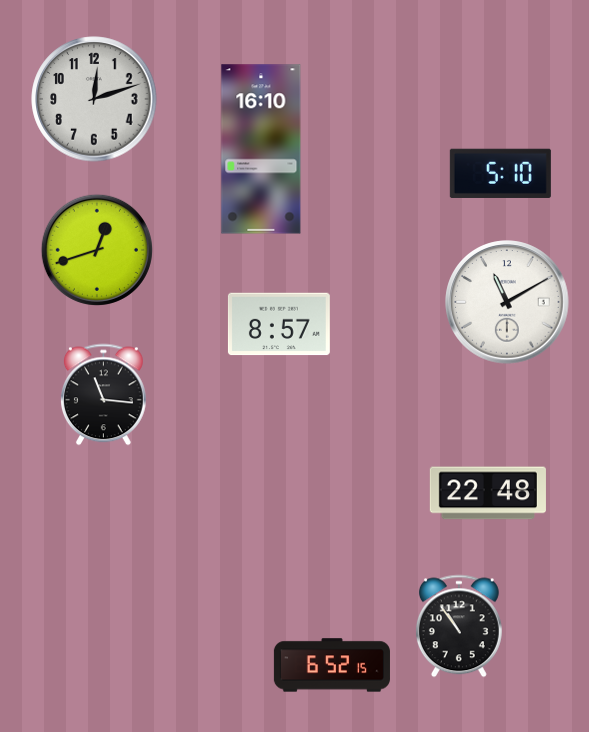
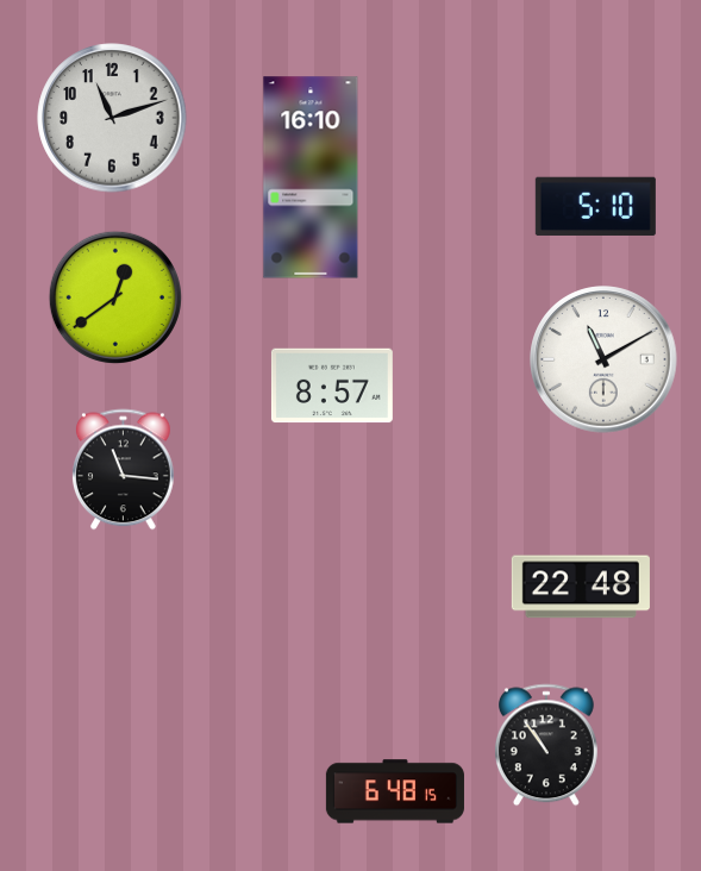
clock at (94, 99): 12:12 -> 11:12
clock at (97, 250): 12:42 -> 12:39
clock at (332, 665): 6:52 -> 6:48
